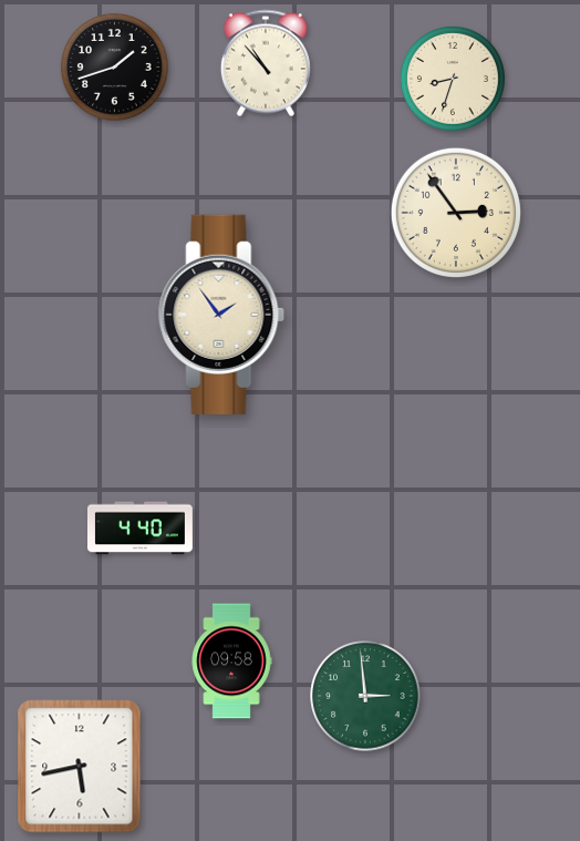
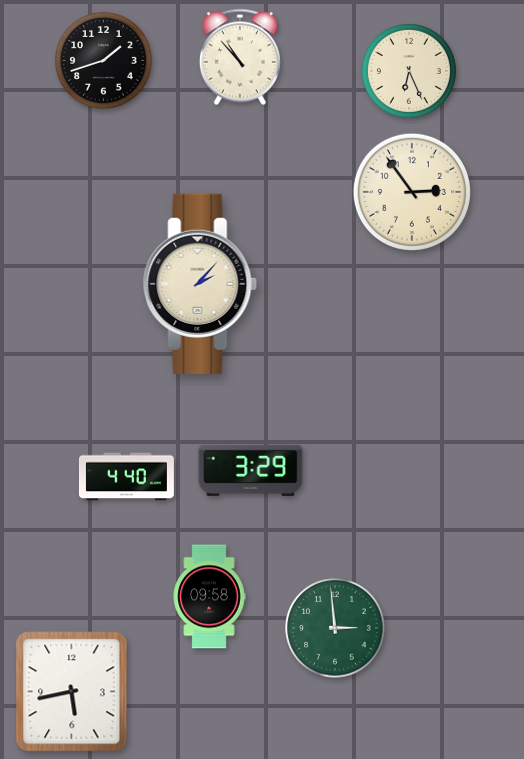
clock at (453, 79): 8:33 -> 6:26
clock at (221, 315): 1:54 -> 2:07
clock at (251, 470): none -> 3:29
clock at (365, 696) position: (365, 696) -> (335, 628)
